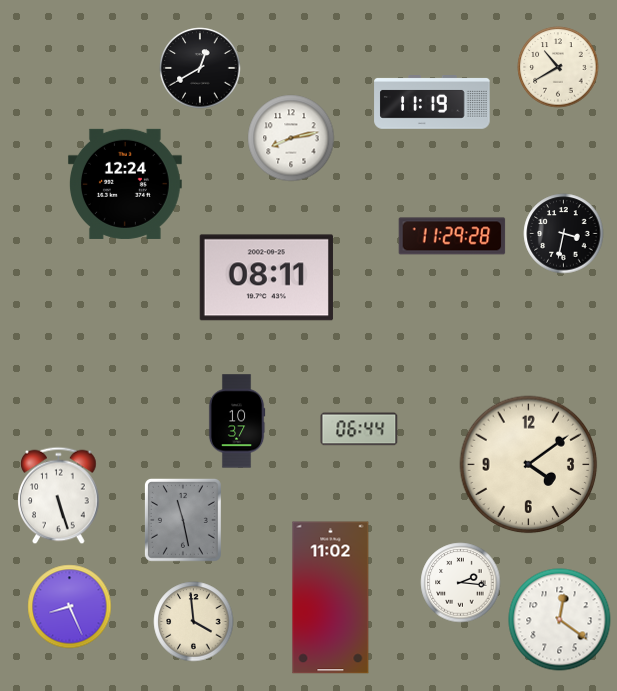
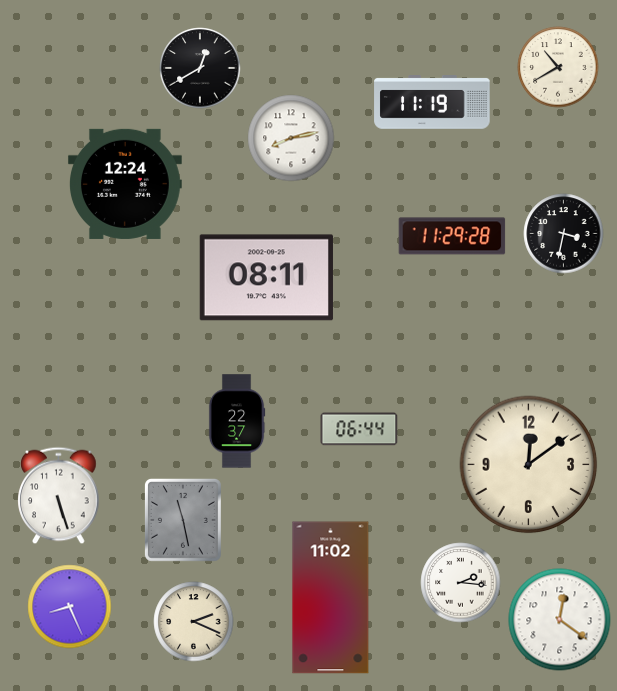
clock at (237, 421): 10:37 -> 22:37
clock at (529, 465): 4:09 -> 12:09
clock at (194, 622): 3:59 -> 2:19
